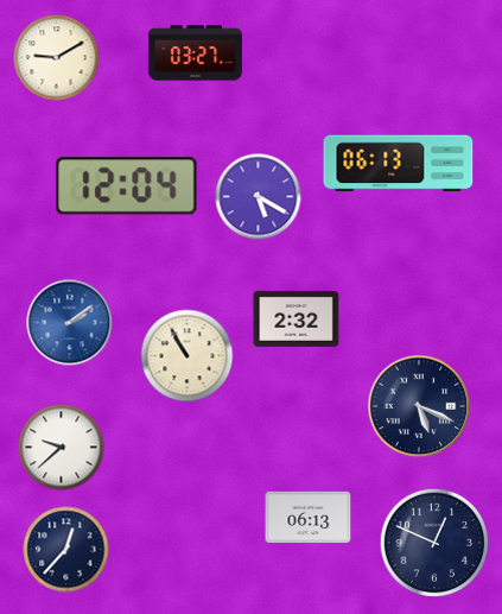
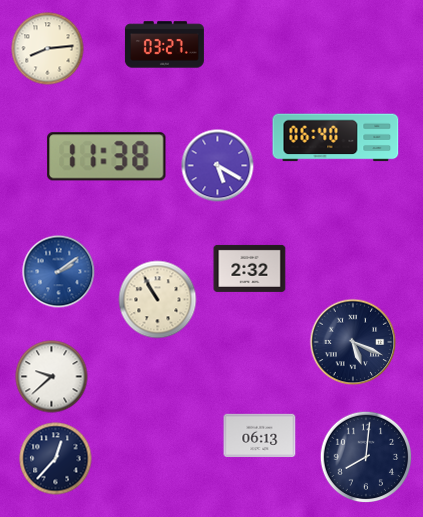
clock at (57, 58): 9:10 -> 8:14
clock at (399, 164): 06:13 -> 06:40
clock at (127, 186): 12:04 -> 11:38
clock at (434, 543): 12:49 -> 8:01
clock at (66, 550) position: (66, 550) -> (56, 459)
